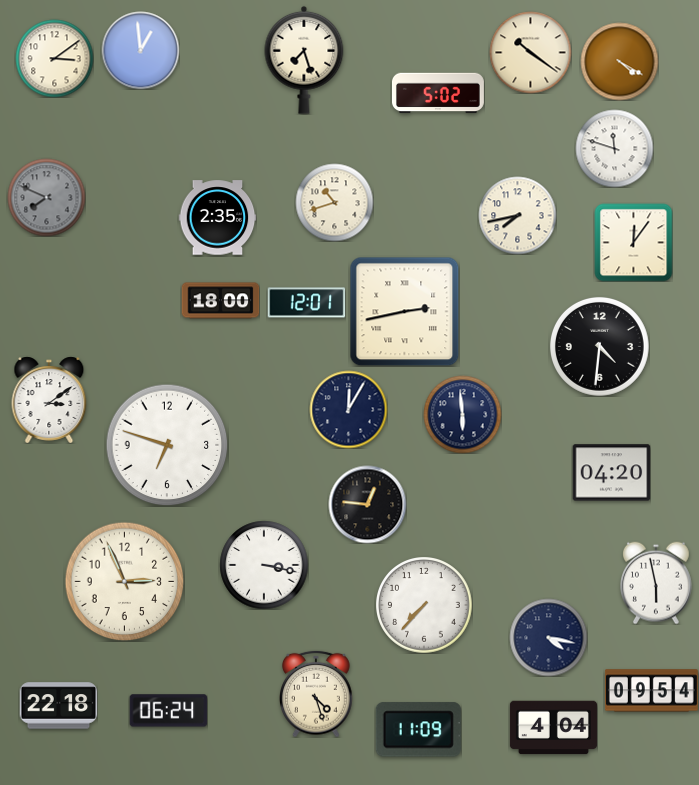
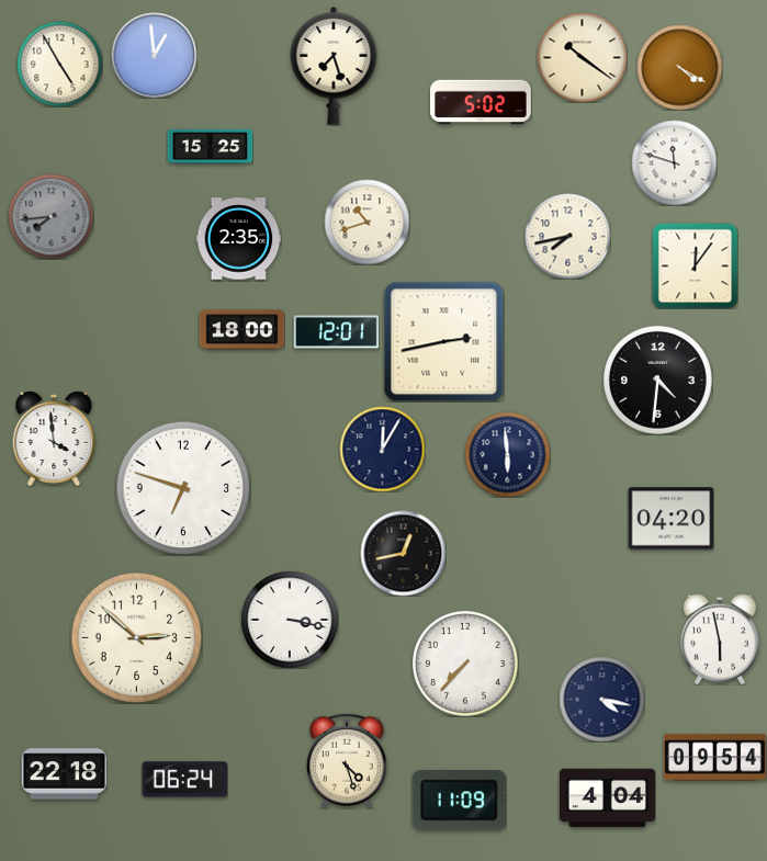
clock at (54, 58): 3:09 -> 4:55
clock at (210, 146): none -> 15:25
clock at (46, 197): 7:49 -> 7:44
clock at (49, 400): 3:09 -> 3:59
clock at (367, 504): 12:46 -> 12:43
clock at (124, 581): 2:56 -> 2:52
